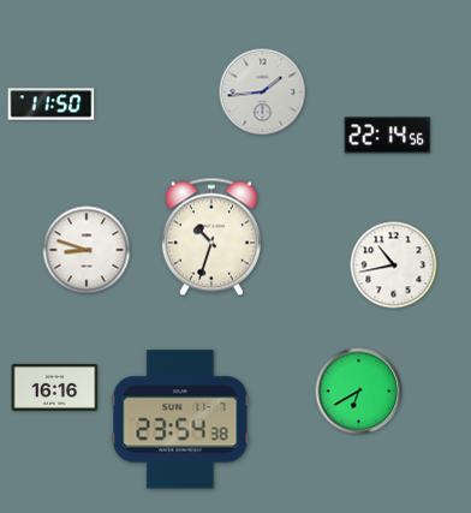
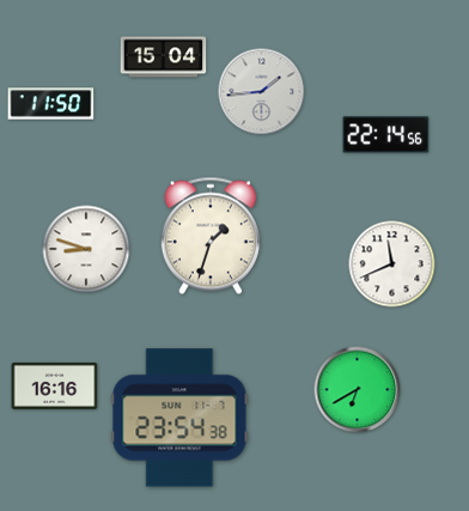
clock at (164, 57): none -> 15:04
clock at (211, 237): 10:33 -> 1:33
clock at (394, 266): 10:43 -> 11:41
